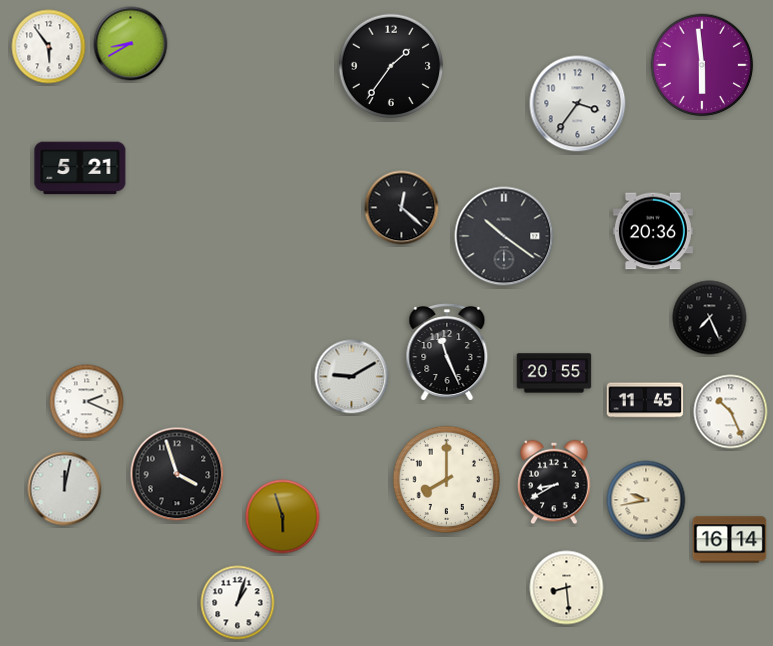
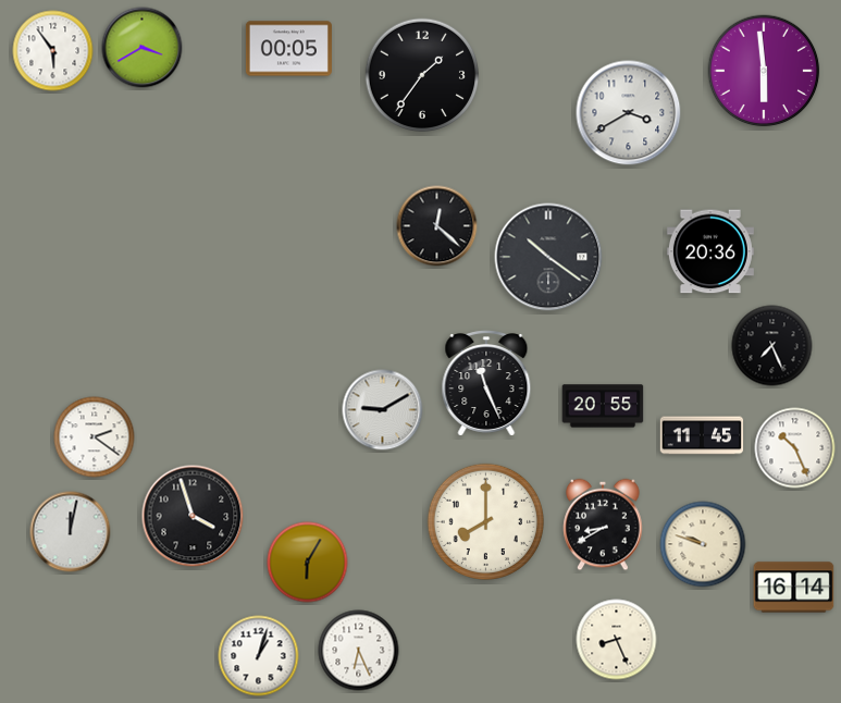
clock at (131, 44): 8:40 -> 3:40
clock at (288, 49): none -> 00:05
clock at (391, 66) position: (391, 66) -> (422, 75)
clock at (578, 104): 3:36 -> 3:40
clock at (80, 168): 5:21 -> none
clock at (87, 402): 2:19 -> 2:21
clock at (646, 500): 9:43 -> 9:48
clock at (283, 517): 5:57 -> 6:05
clock at (567, 588): 8:29 -> 8:26
clock at (359, 651): none -> 6:26
